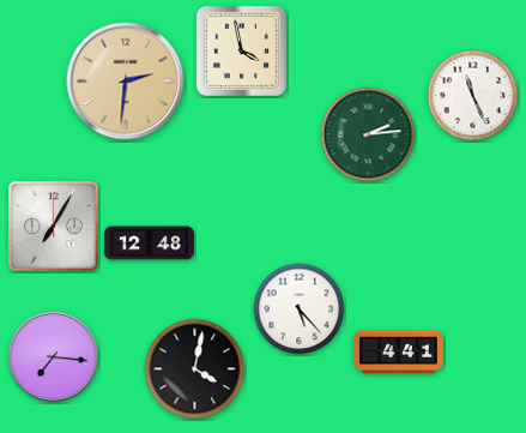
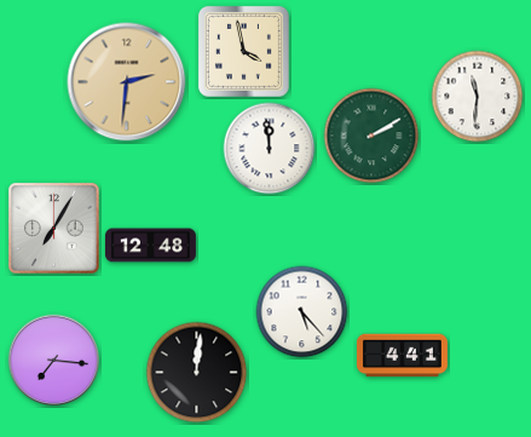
clock at (473, 96): 11:26 -> 11:31
clock at (368, 134): 2:14 -> 2:10
clock at (270, 149): none -> 11:59
clock at (195, 369): 4:02 -> 12:01
